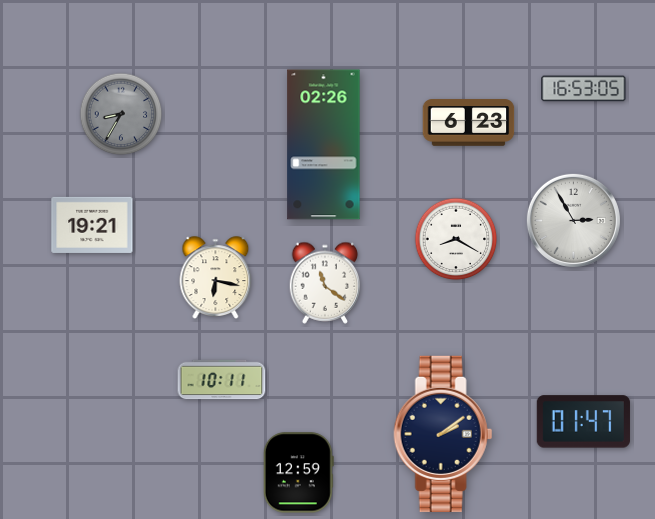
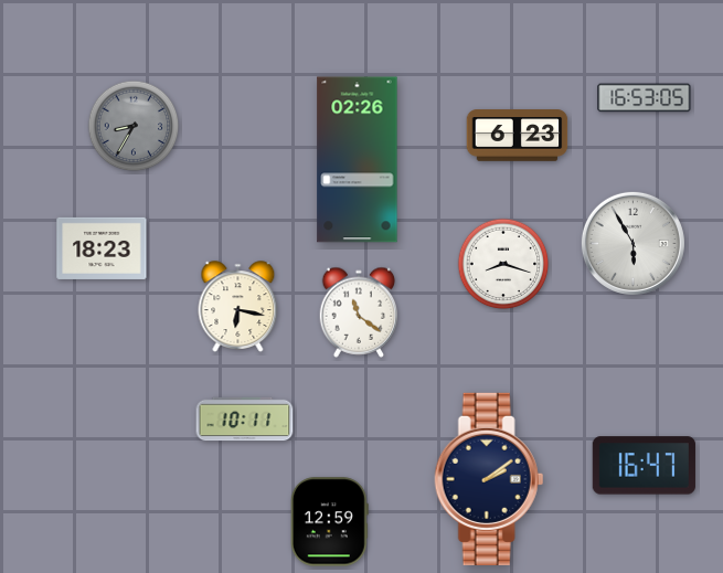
clock at (573, 220): 2:55 -> 5:55
clock at (92, 225): 19:21 -> 18:23
clock at (456, 239): 8:20 -> 8:18
clock at (583, 422): 01:47 -> 16:47
